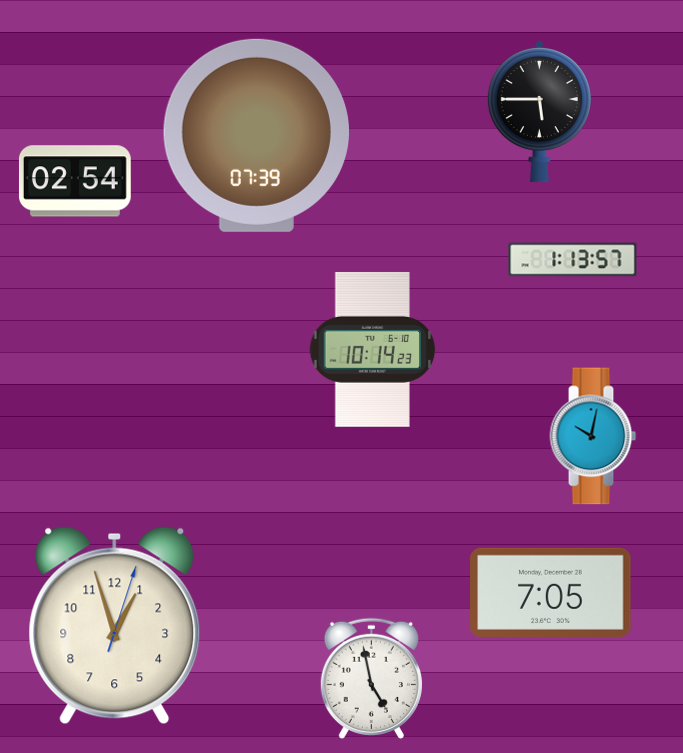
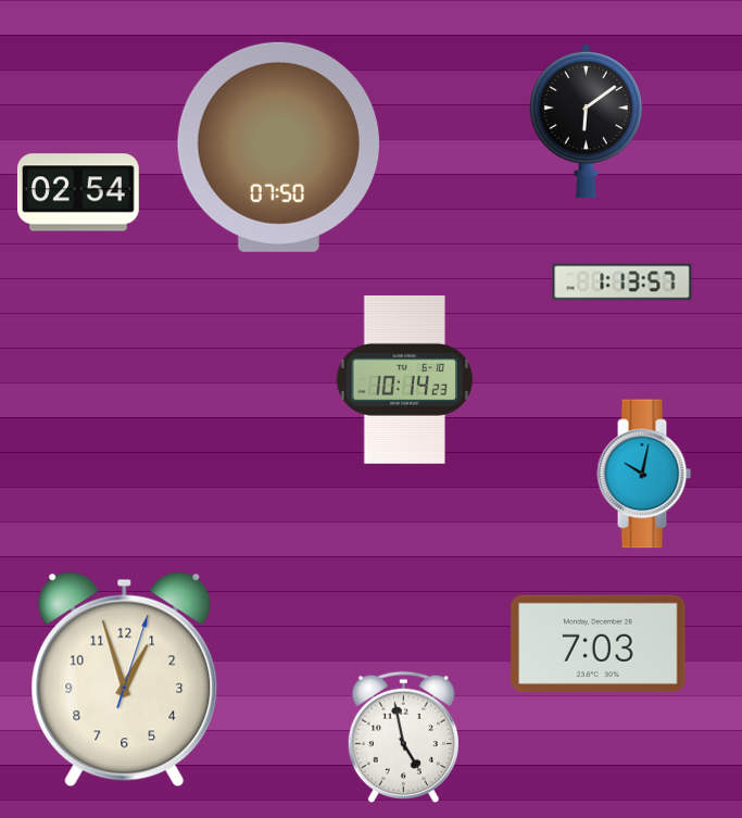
clock at (539, 111): 5:45 -> 6:09
clock at (256, 135): 07:39 -> 07:50
clock at (75, 181) position: (75, 181) -> (78, 192)
clock at (551, 592): 7:05 -> 7:03
